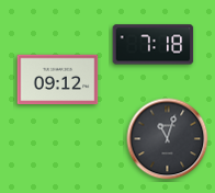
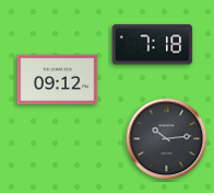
clock at (168, 139): 11:03 -> 10:14
